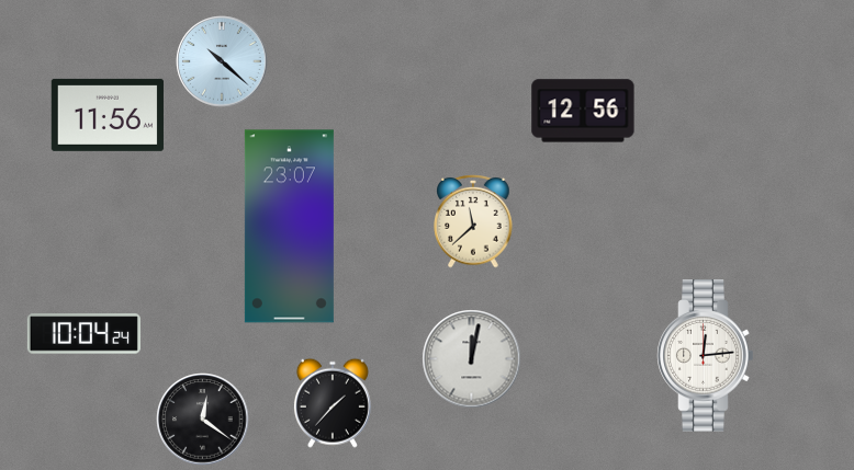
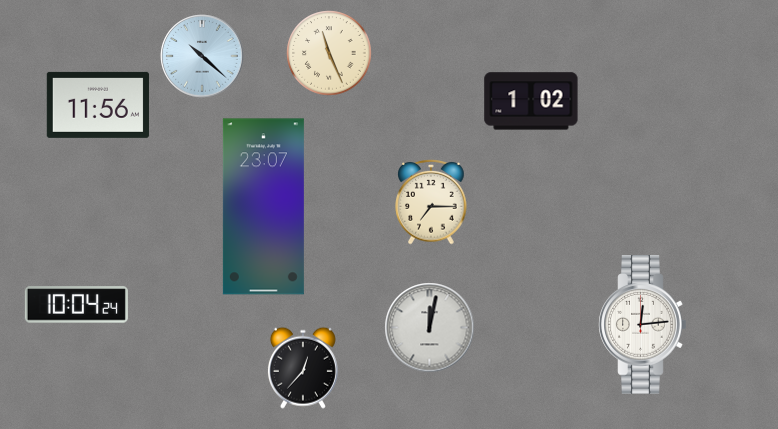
clock at (329, 53): none -> 11:26
clock at (583, 111): 12:56 -> 1:02
clock at (473, 221): 11:38 -> 7:15
clock at (333, 403): 1:37 -> 12:37
clock at (203, 420): 12:21 -> none
